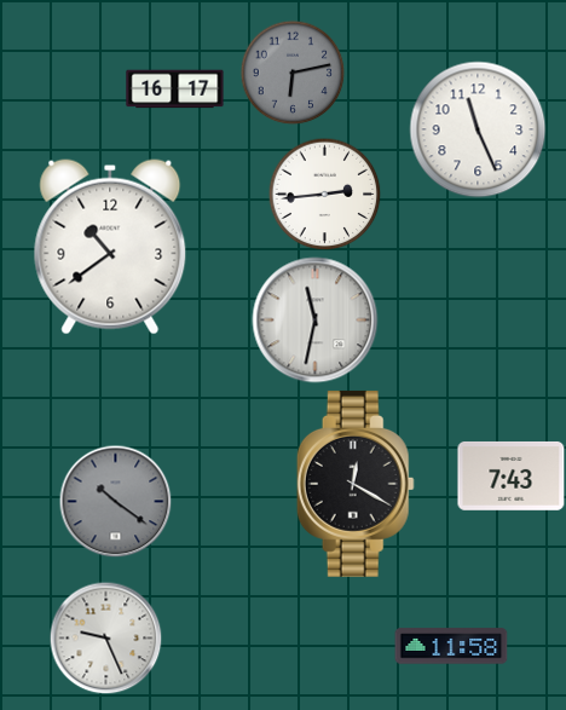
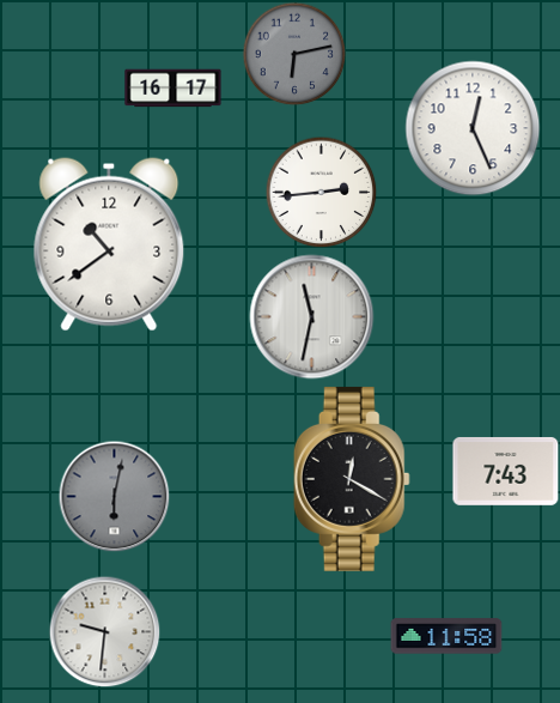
clock at (293, 73) position: (293, 73) -> (294, 54)
clock at (478, 129): 11:26 -> 12:26
clock at (115, 501): 10:21 -> 6:02
clock at (105, 637): 9:26 -> 9:31
clock at (451, 646) position: (451, 646) -> (446, 636)
